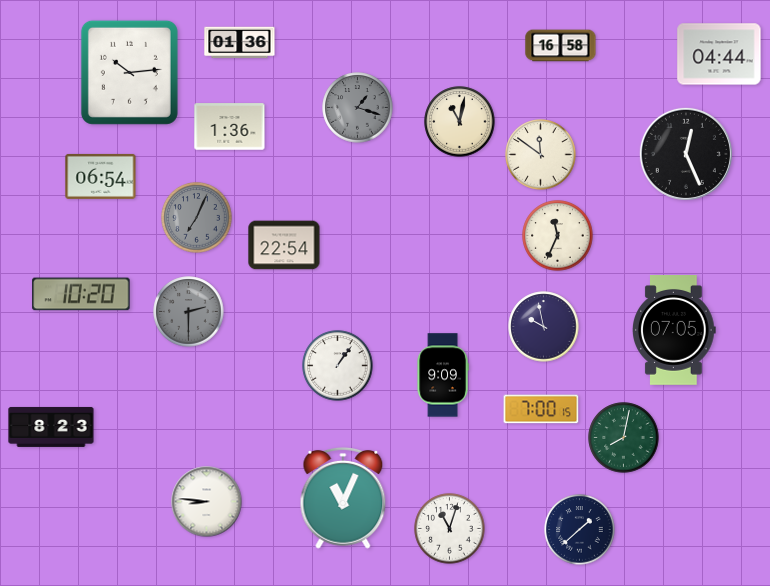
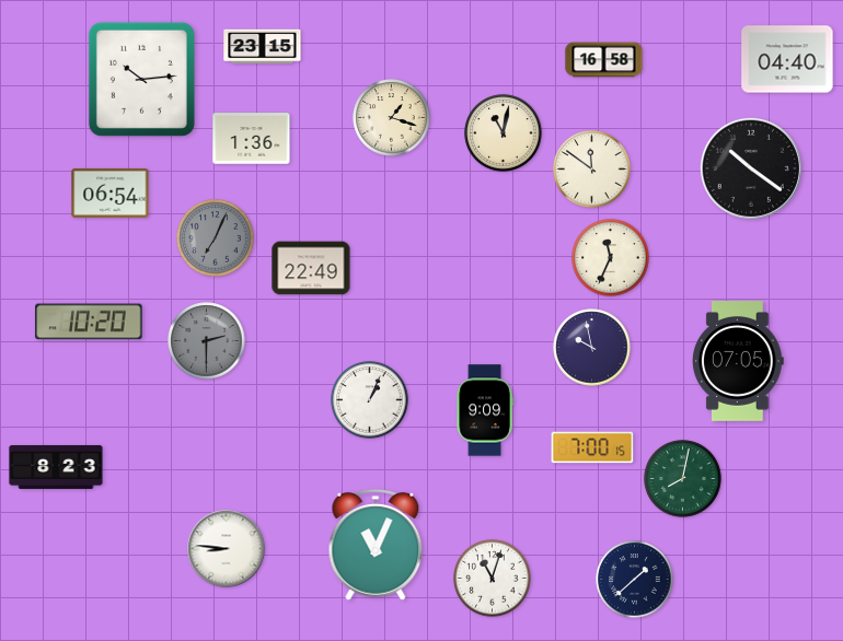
clock at (240, 43): 01:36 -> 23:15
clock at (561, 46) position: (561, 46) -> (604, 60)
clock at (719, 54): 04:44 -> 04:40
clock at (358, 108) dial: grey -> cream
clock at (686, 154): 12:26 -> 10:21
clock at (284, 245): 22:54 -> 22:49
clock at (544, 327) position: (544, 327) -> (592, 348)
clock at (338, 366): 1:06 -> 1:04
